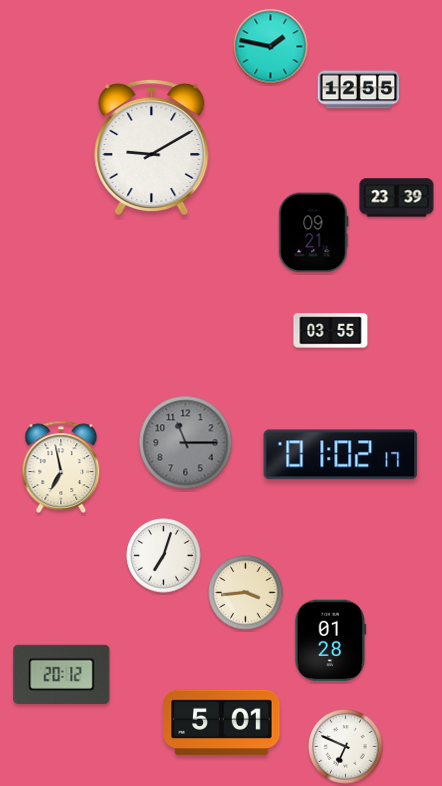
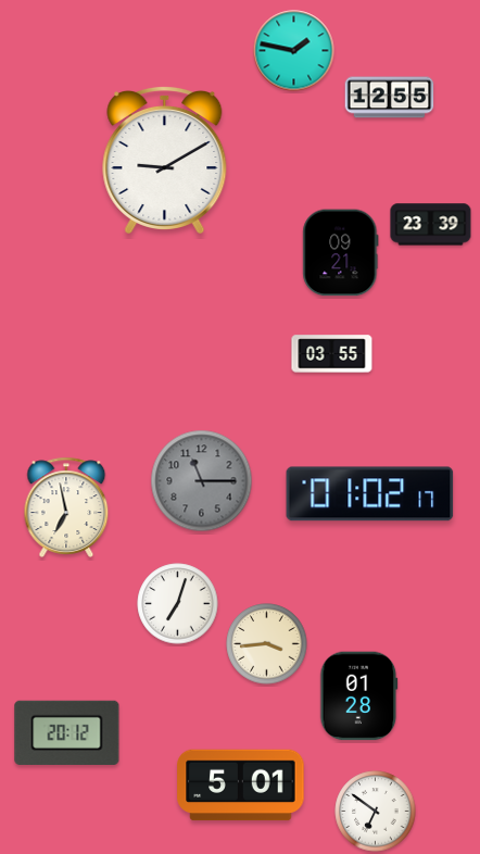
clock at (397, 198) position: (397, 198) -> (431, 225)
clock at (331, 331) position: (331, 331) -> (332, 354)
clock at (346, 747): 6:49 -> 6:51
